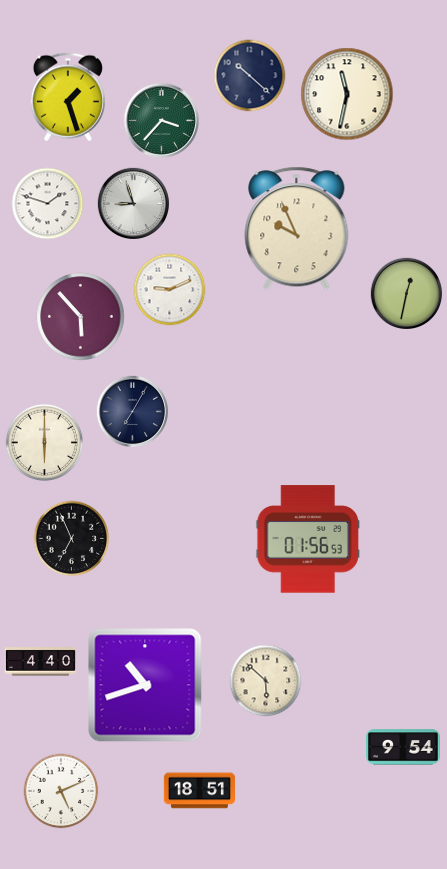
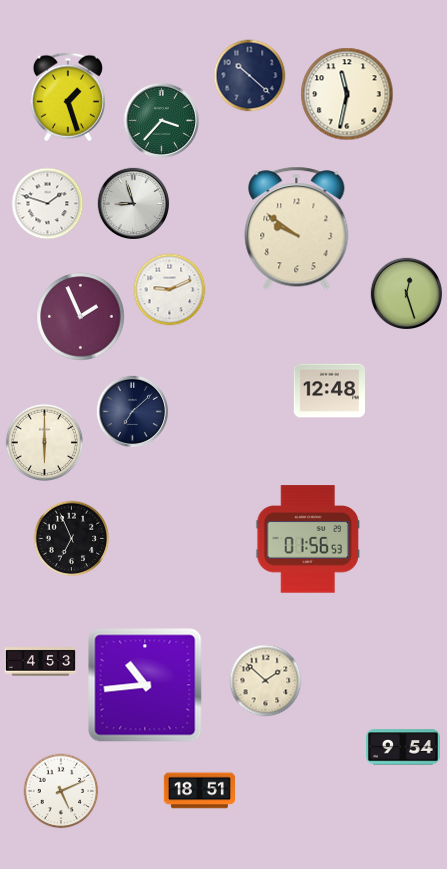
clock at (297, 229): 9:56 -> 9:51
clock at (406, 293): 12:32 -> 12:27
clock at (81, 317): 5:53 -> 1:56
clock at (329, 391): none -> 12:48
clock at (132, 411): 7:05 -> 7:08
clock at (40, 662): 4:40 -> 4:53
clock at (266, 681): 5:52 -> 1:52
clock at (145, 685): 10:42 -> 10:44
